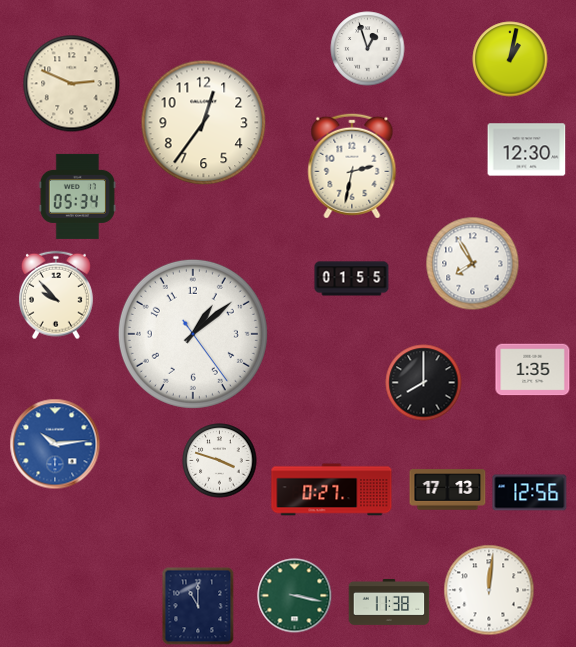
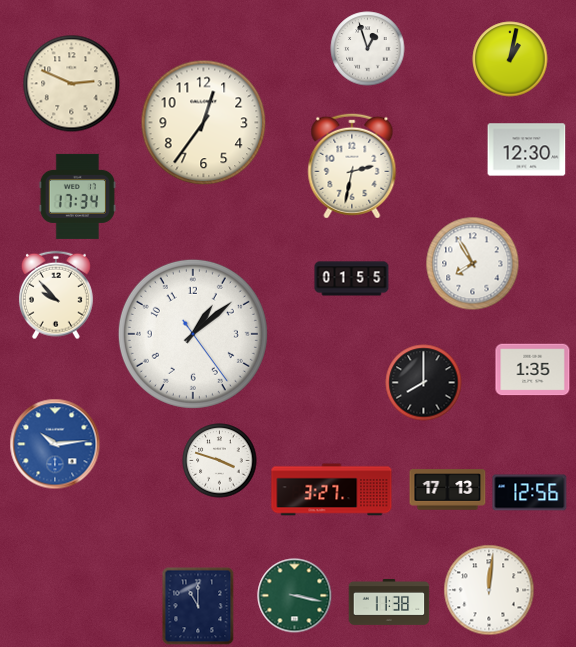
clock at (77, 196): 05:34 -> 17:34
clock at (332, 490): 0:27 -> 3:27
